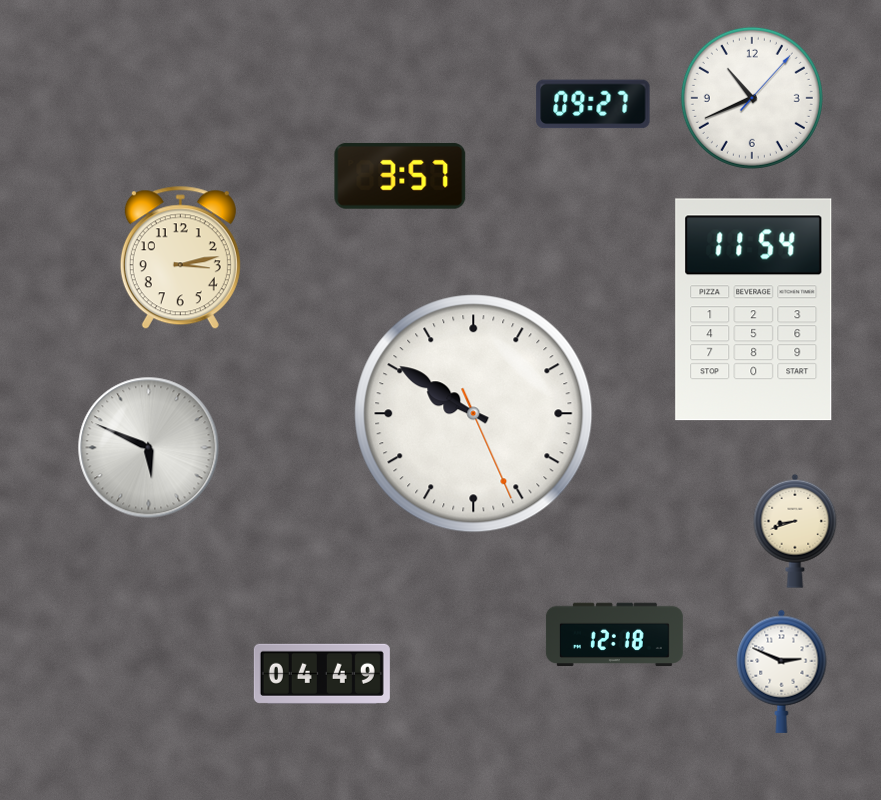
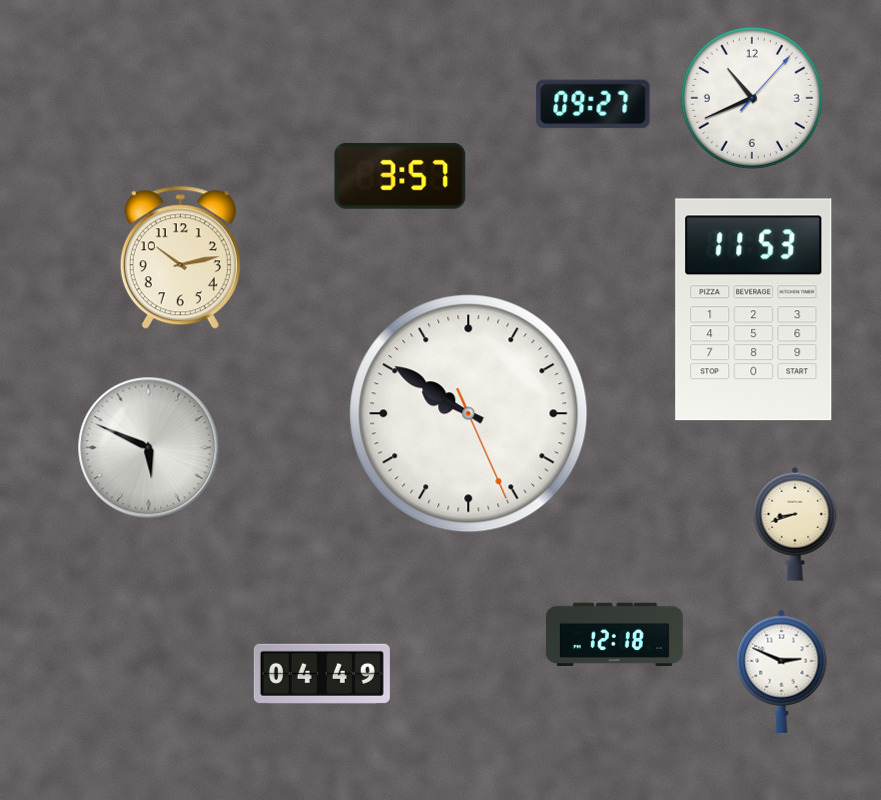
clock at (180, 258): 3:13 -> 10:13
clock at (754, 310): 11:54 -> 11:53
clock at (474, 414) position: (474, 414) -> (469, 414)
clock at (795, 531) position: (795, 531) -> (795, 524)
